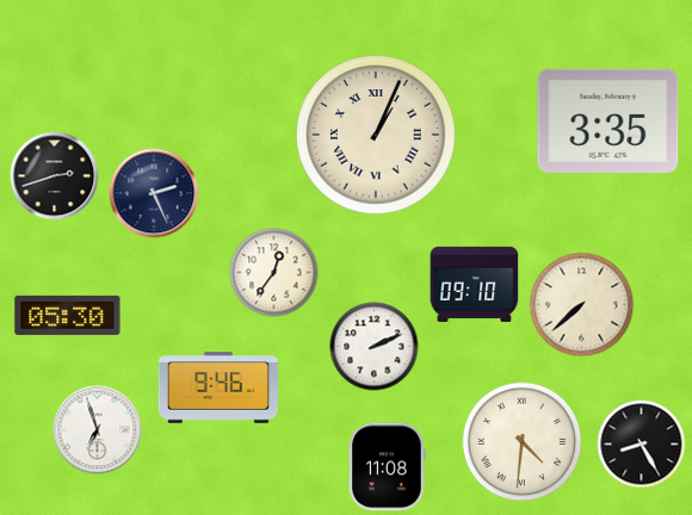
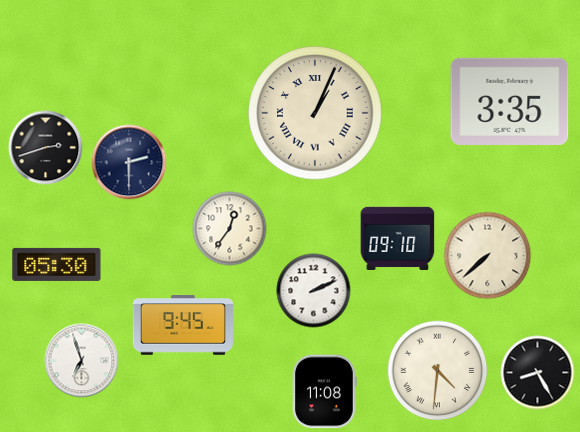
clock at (154, 193): 2:26 -> 2:30
clock at (218, 387): 9:46 -> 9:45
